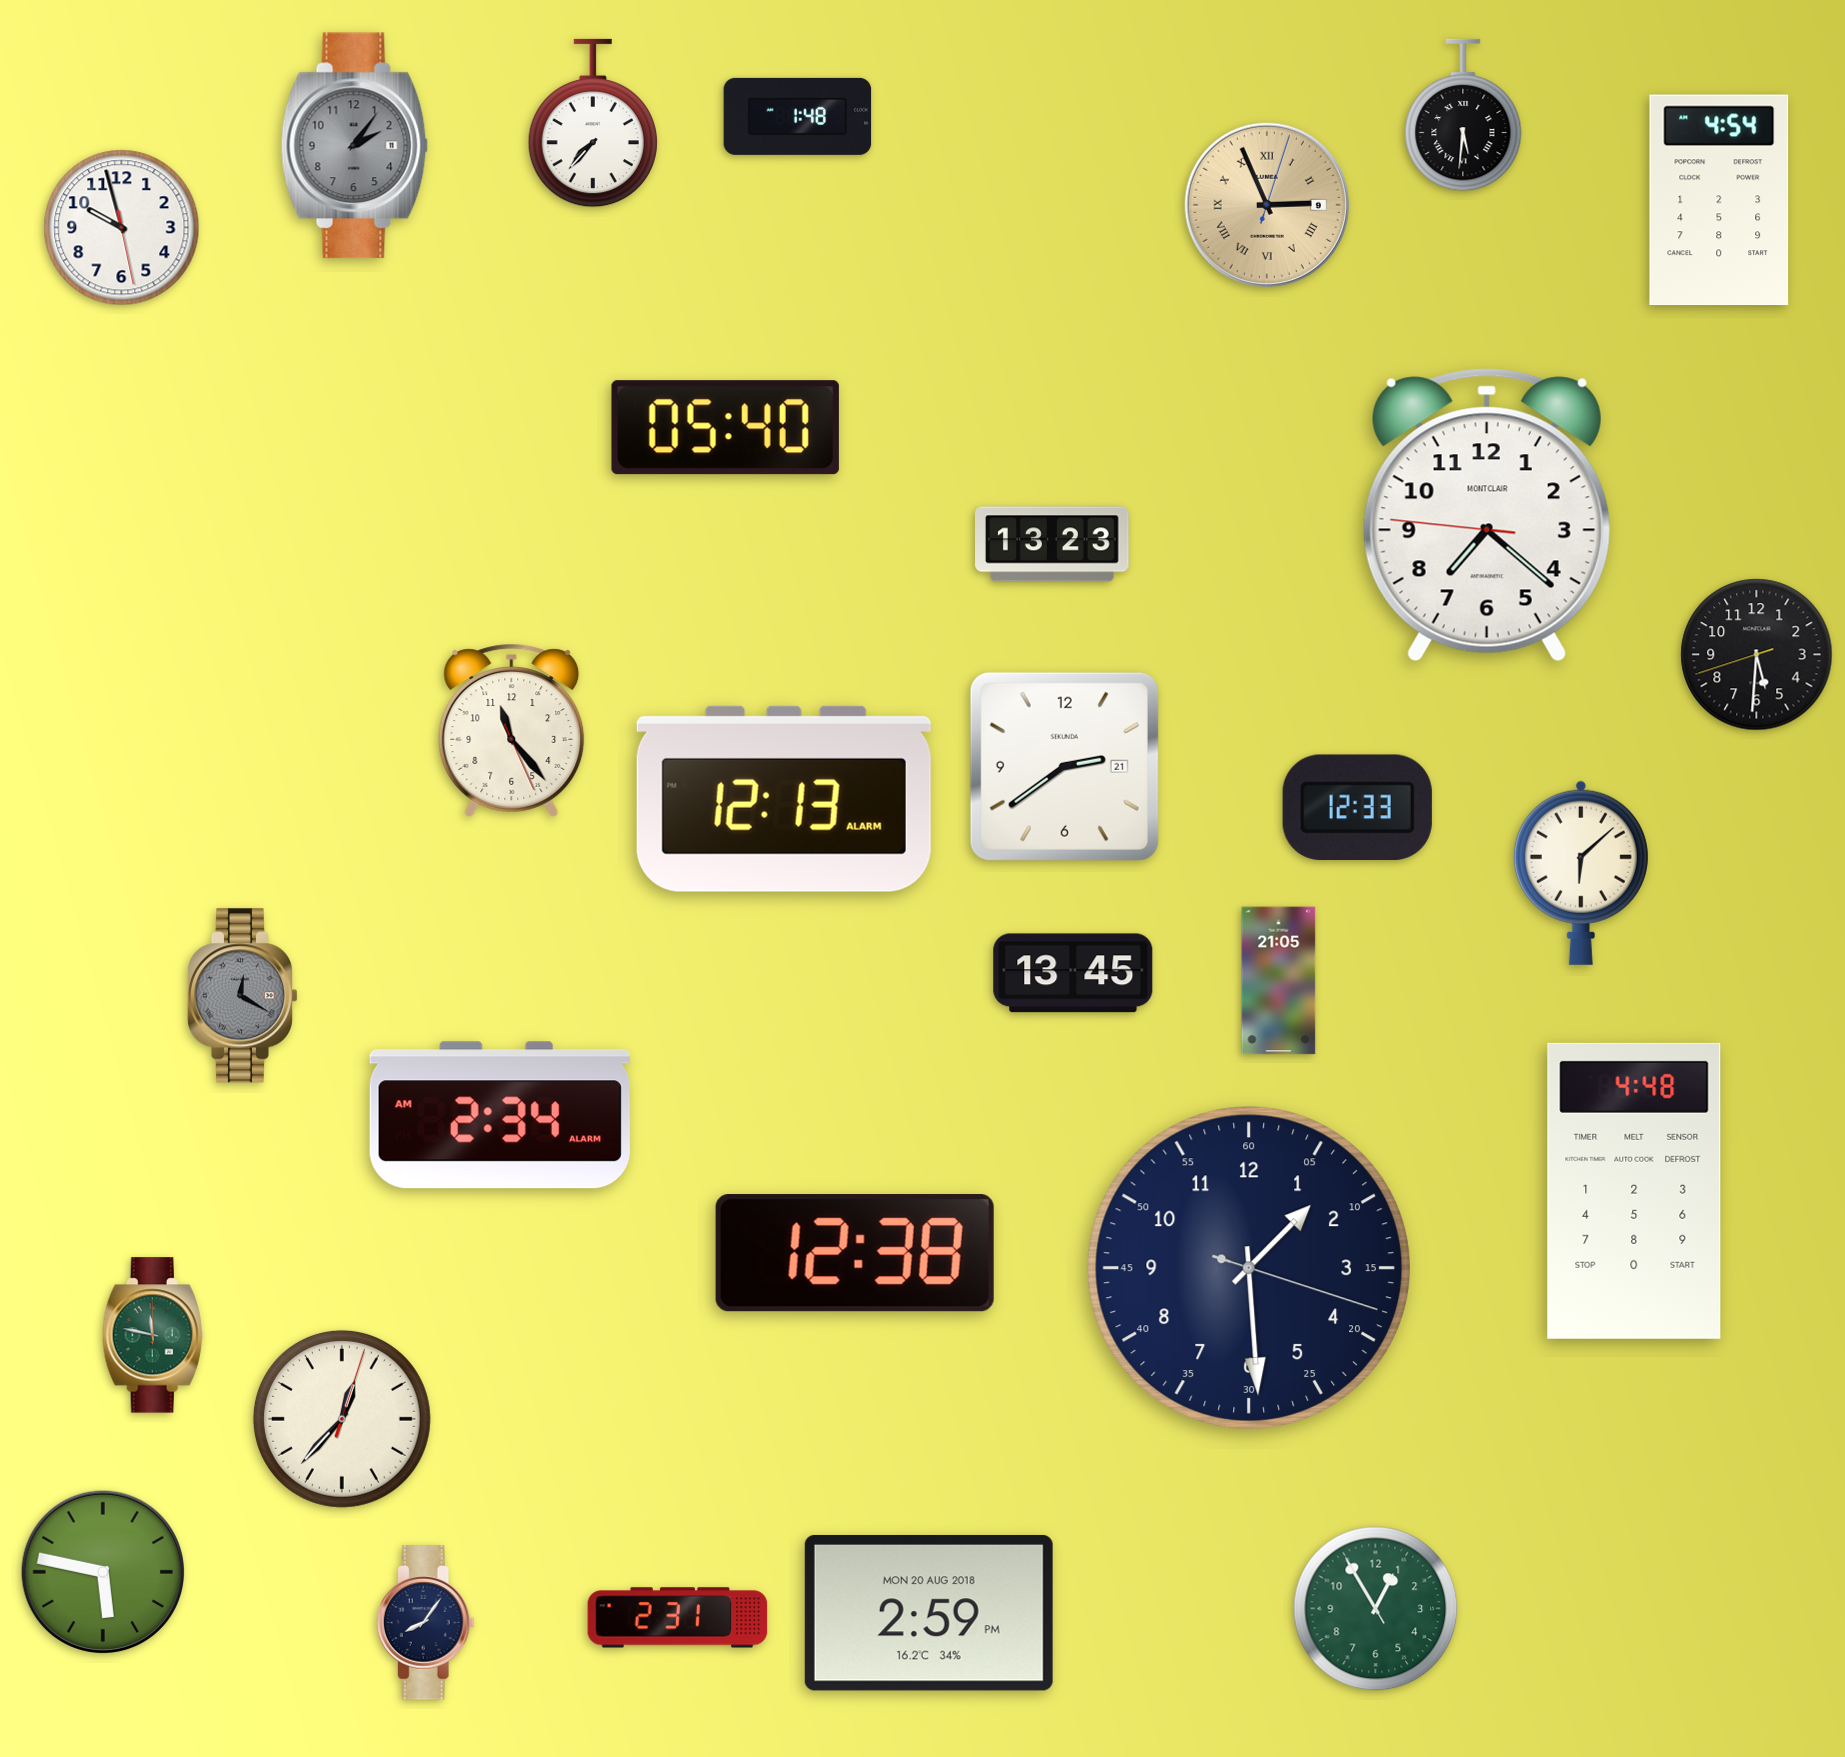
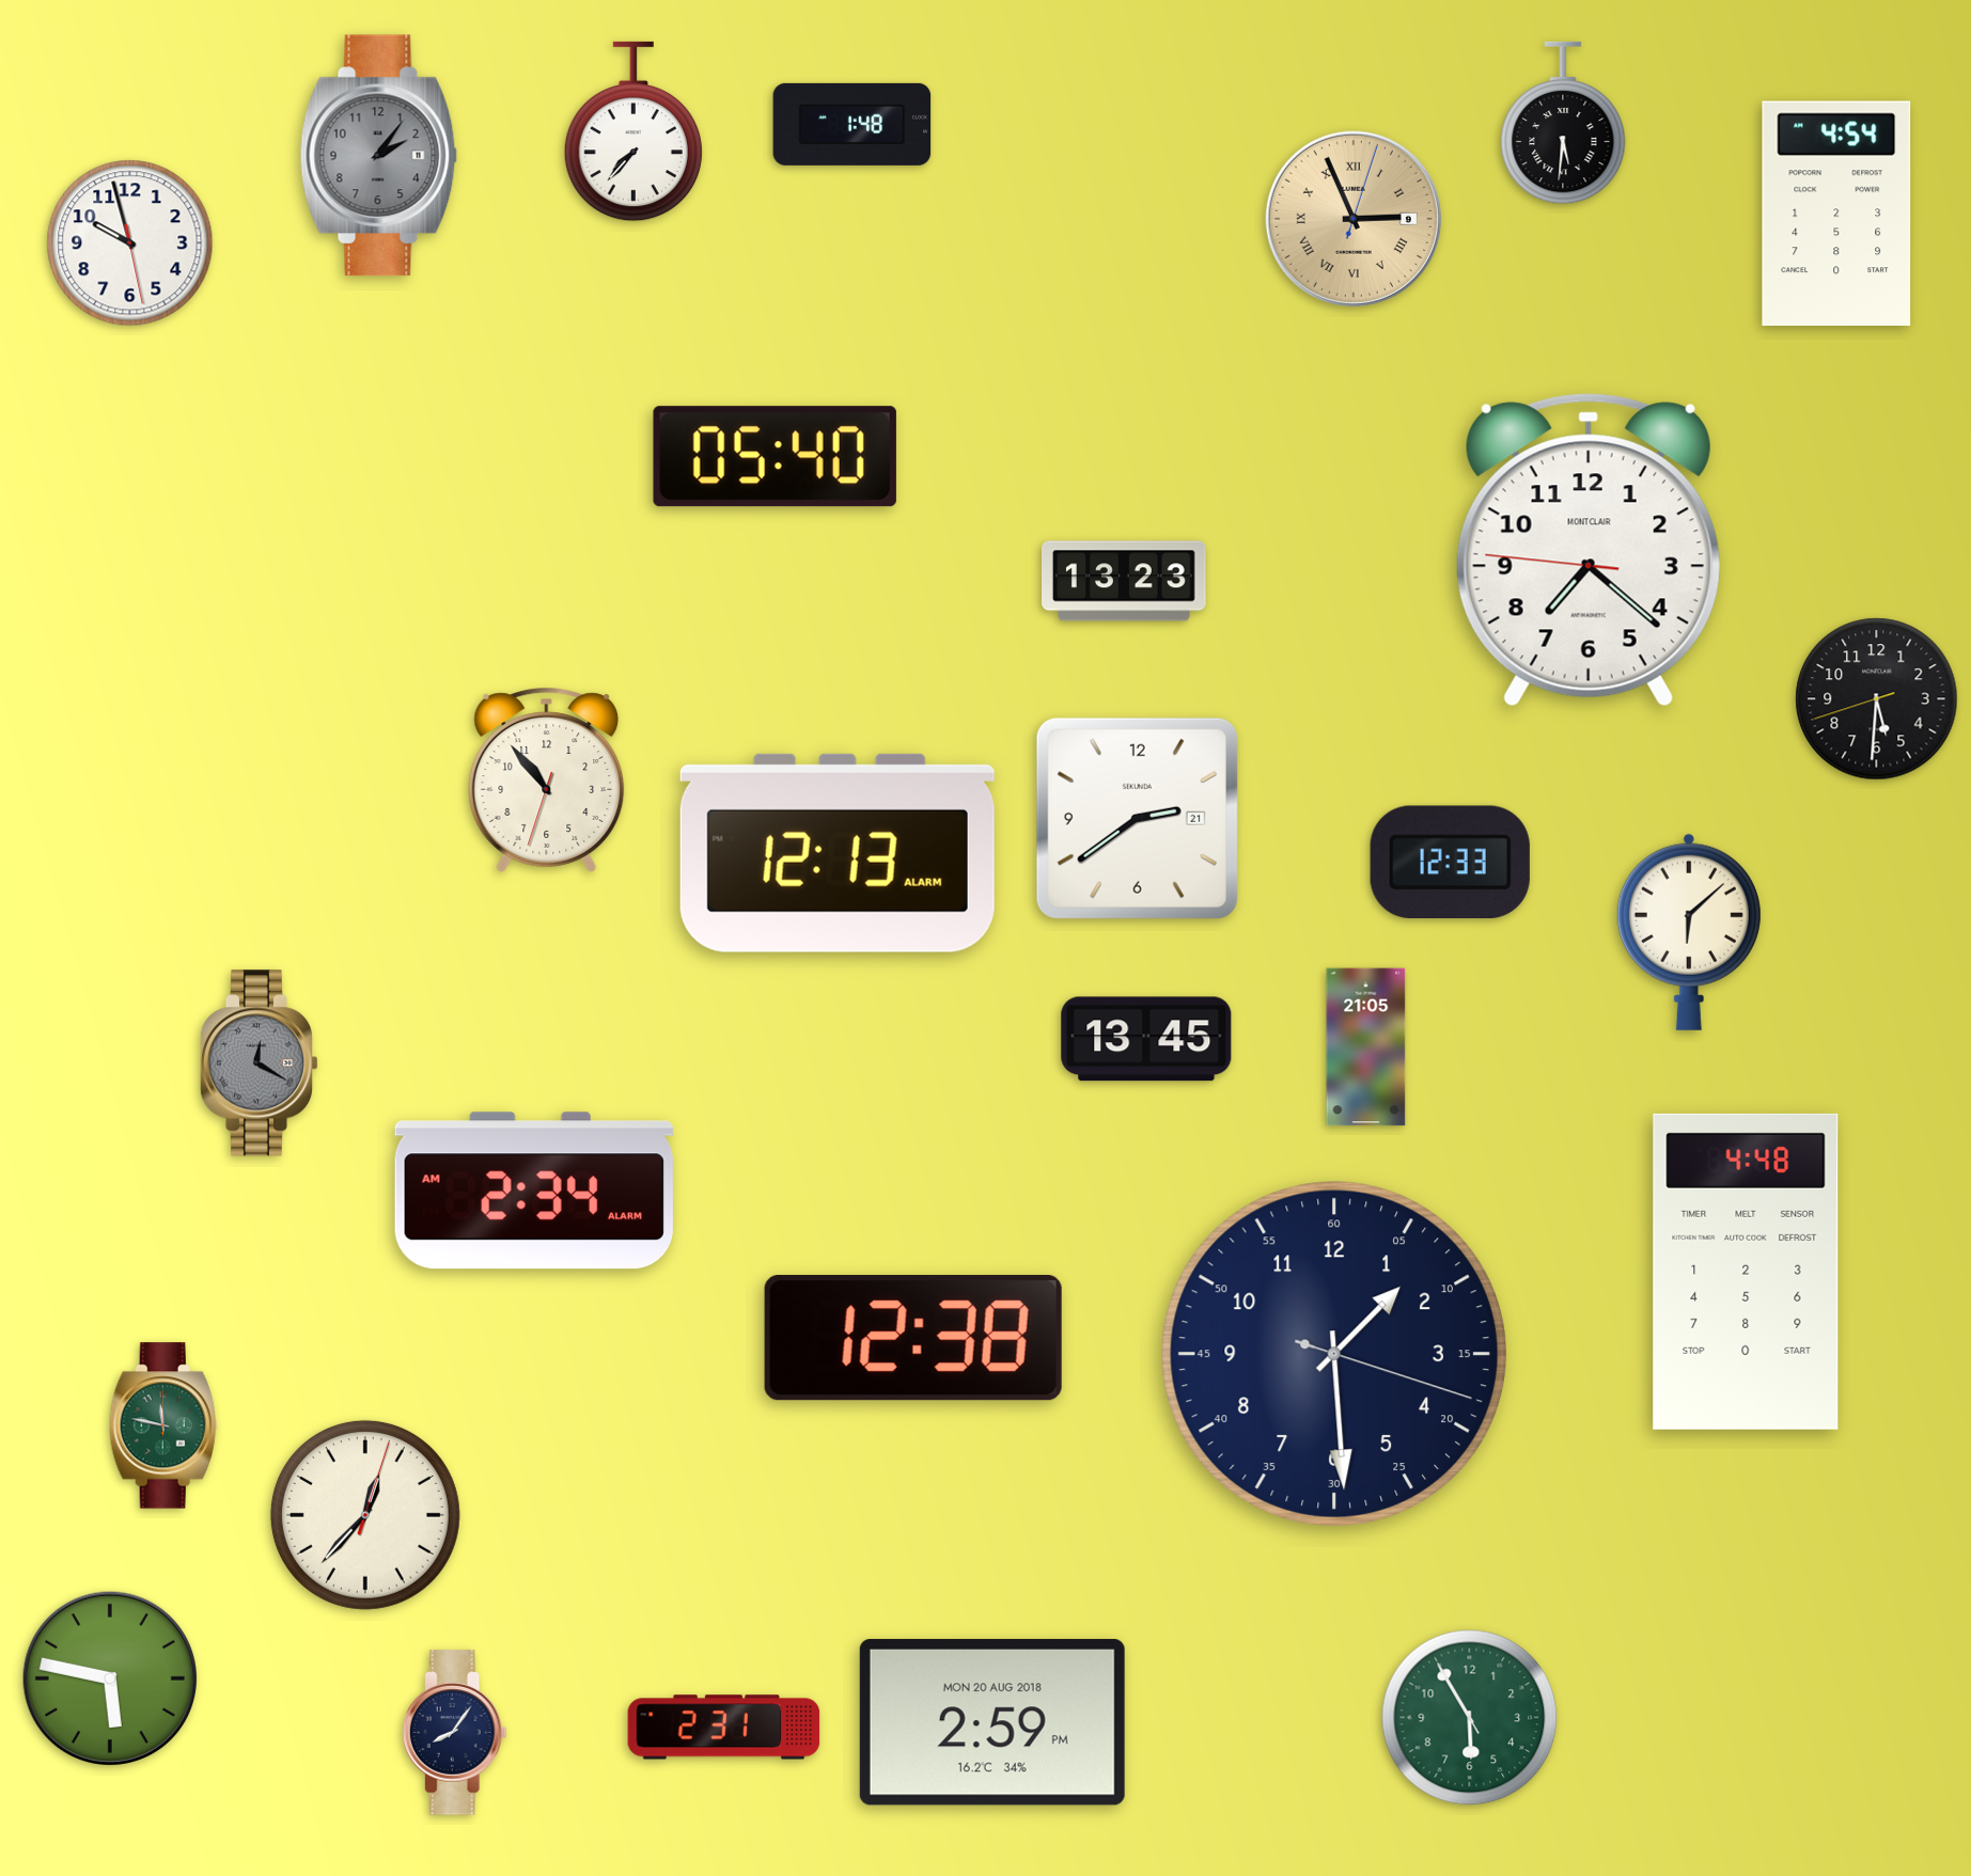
clock at (512, 730): 11:23 -> 10:53
clock at (1376, 1609): 12:54 -> 5:54
